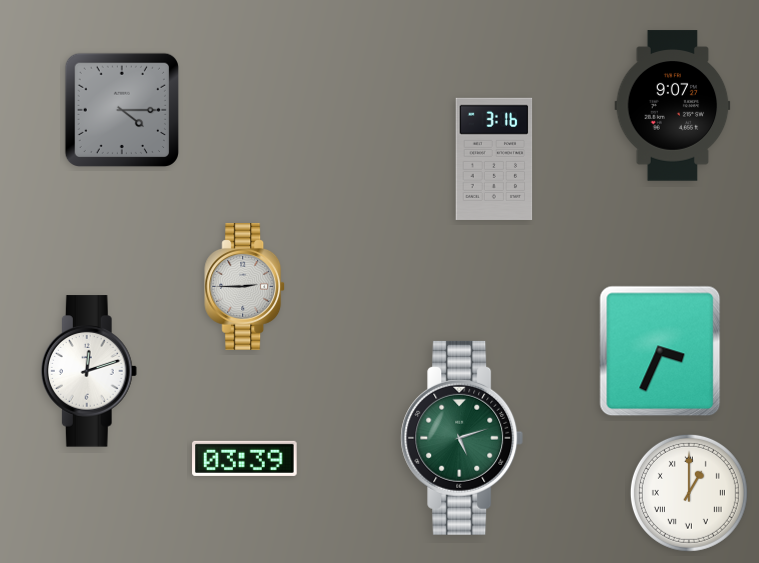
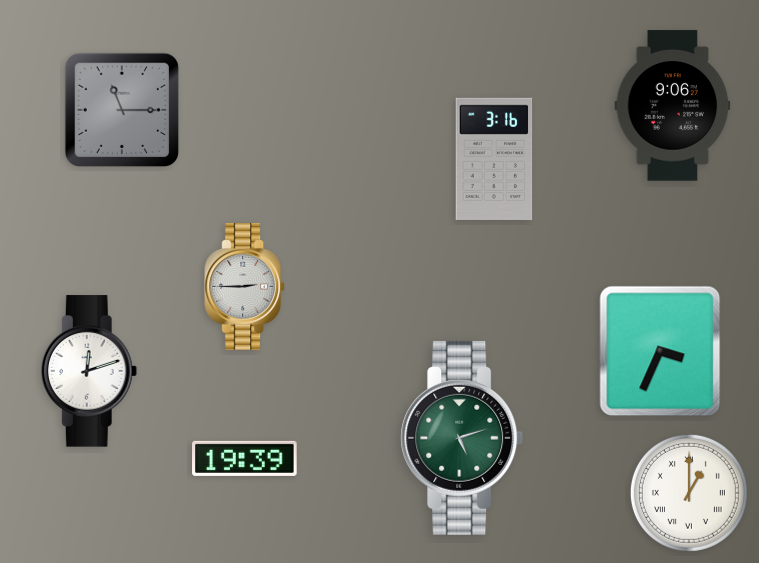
clock at (673, 106): 9:07 -> 9:06
clock at (122, 110): 4:15 -> 11:15
clock at (245, 458): 03:39 -> 19:39
